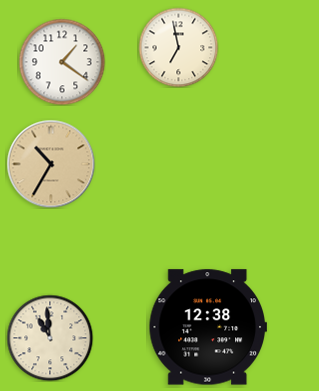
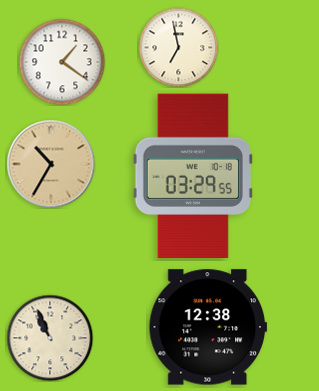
clock at (193, 175): none -> 03:29
clock at (50, 338): 10:59 -> 10:56
